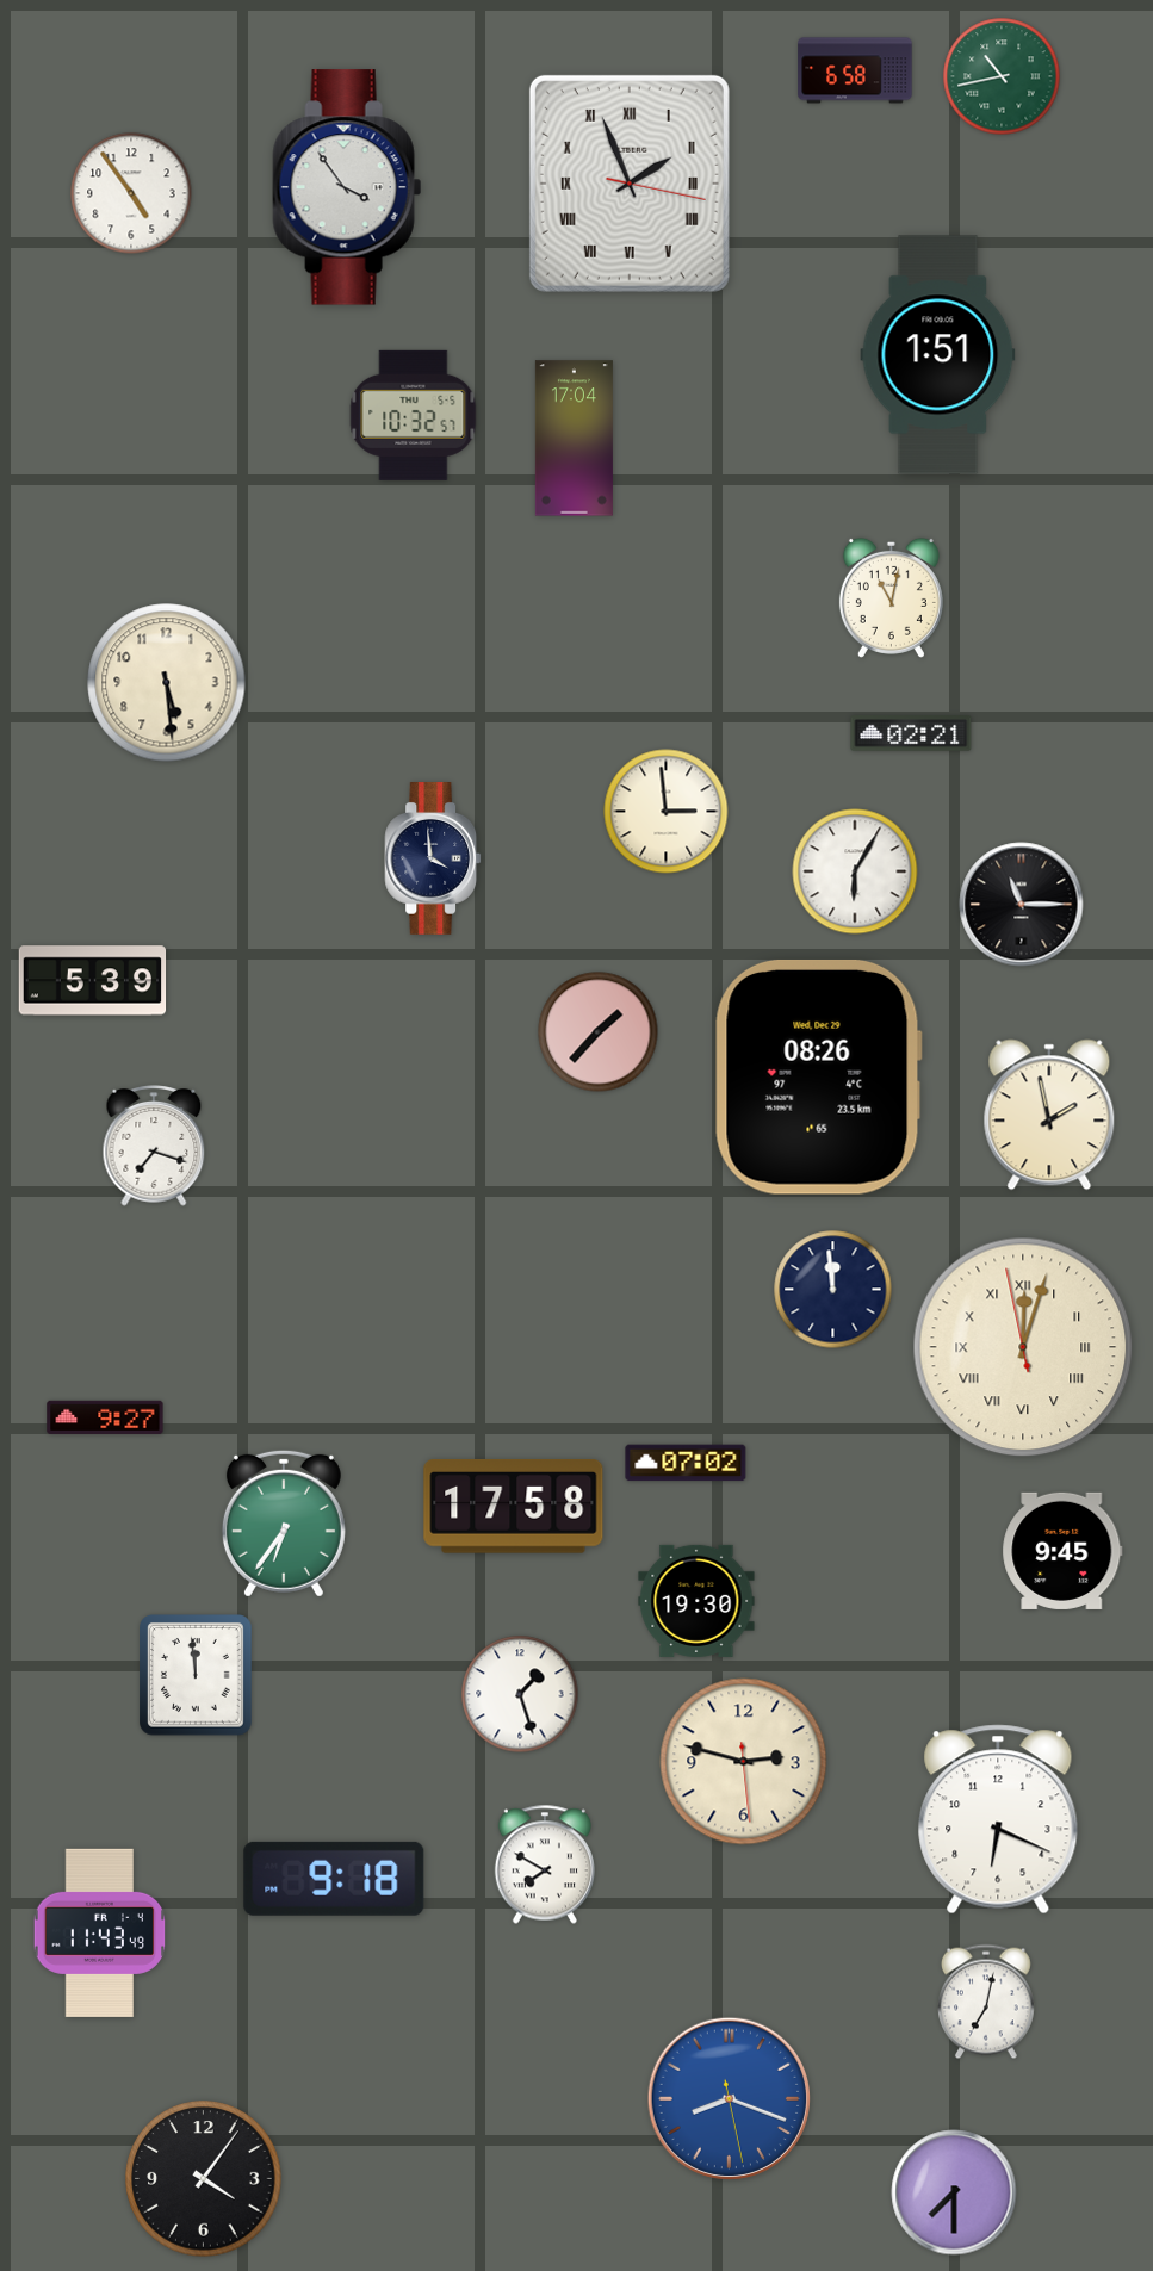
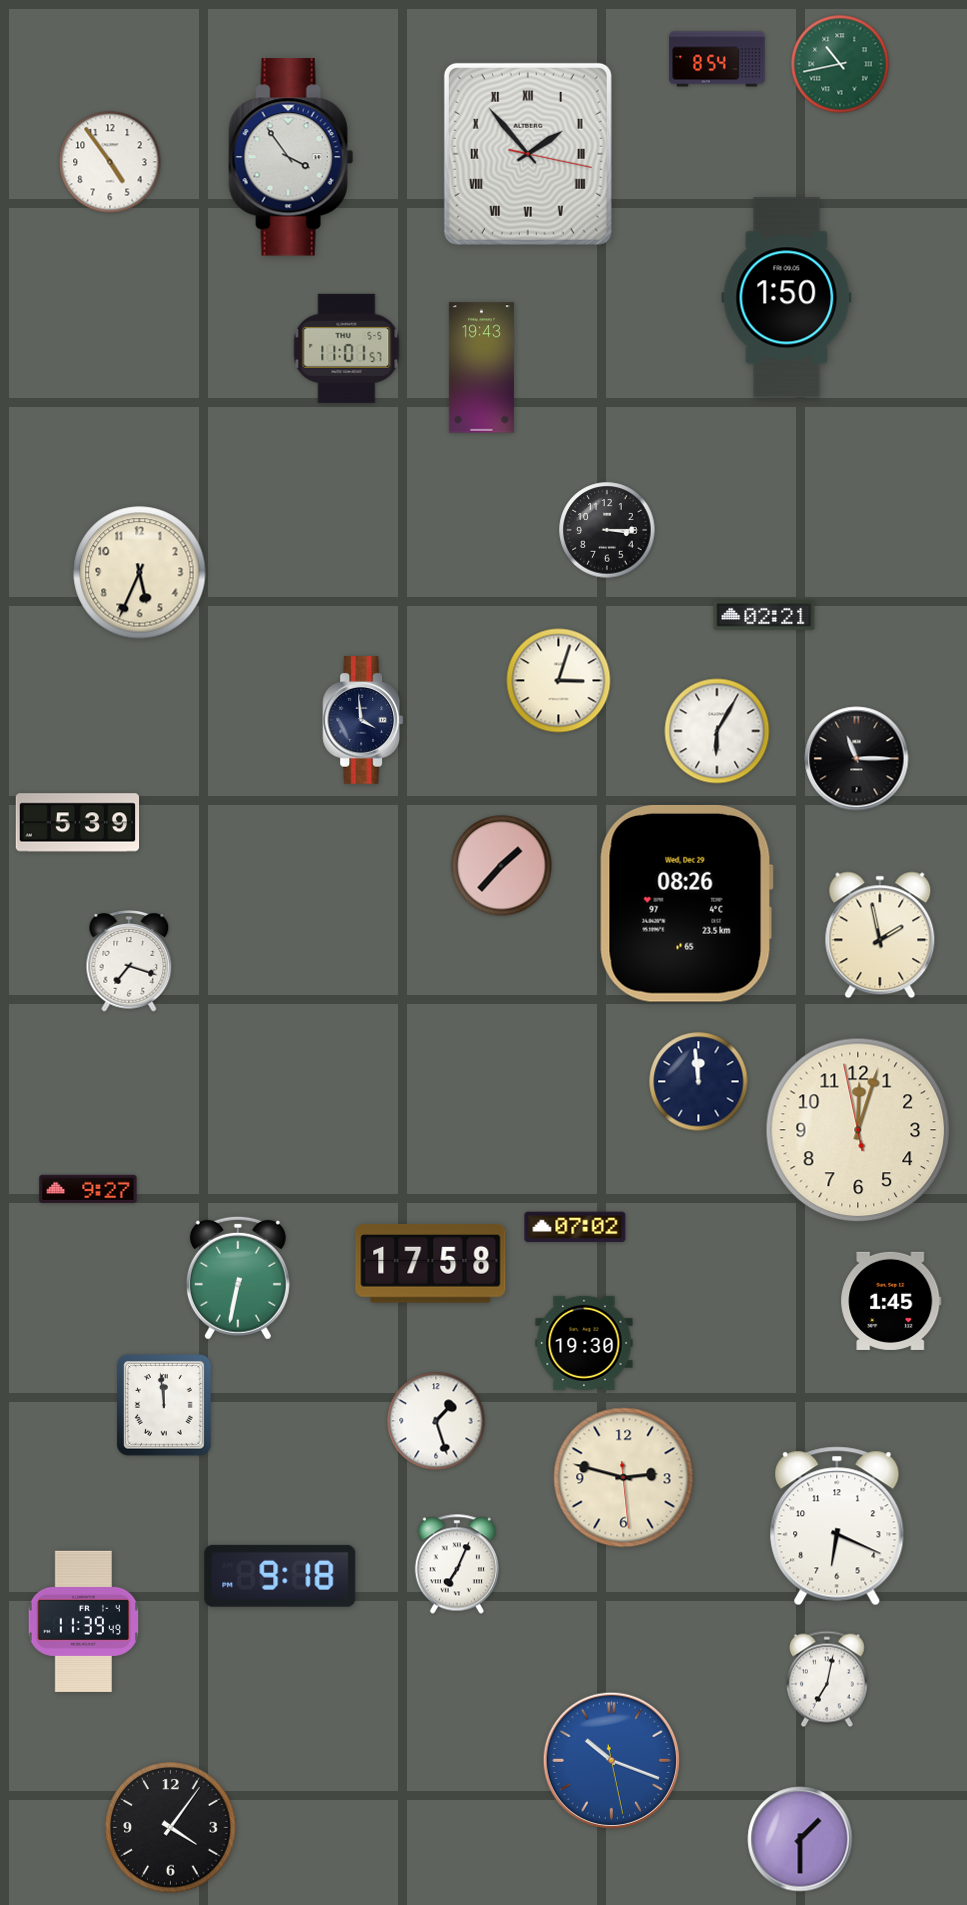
clock at (855, 70): 6:58 -> 8:54
clock at (630, 184): 1:56 -> 1:53
clock at (938, 355): 1:51 -> 1:50
clock at (414, 415): 10:32 -> 11:01
clock at (574, 439): 17:04 -> 19:43
clock at (891, 597): 11:02 -> none
clock at (607, 530): none -> 3:15
clock at (167, 683): 5:29 -> 5:34
clock at (667, 812): 2:59 -> 3:03
clock at (1023, 1347) numerals: Roman -> Arabic
clock at (284, 1524): 6:36 -> 6:32
clock at (1062, 1551): 9:45 -> 1:45
clock at (545, 1864): 7:50 -> 7:04
clock at (100, 1932): 11:43 -> 11:39
clock at (729, 2098): 8:18 -> 10:18
clock at (954, 2192): 7:30 -> 1:30
